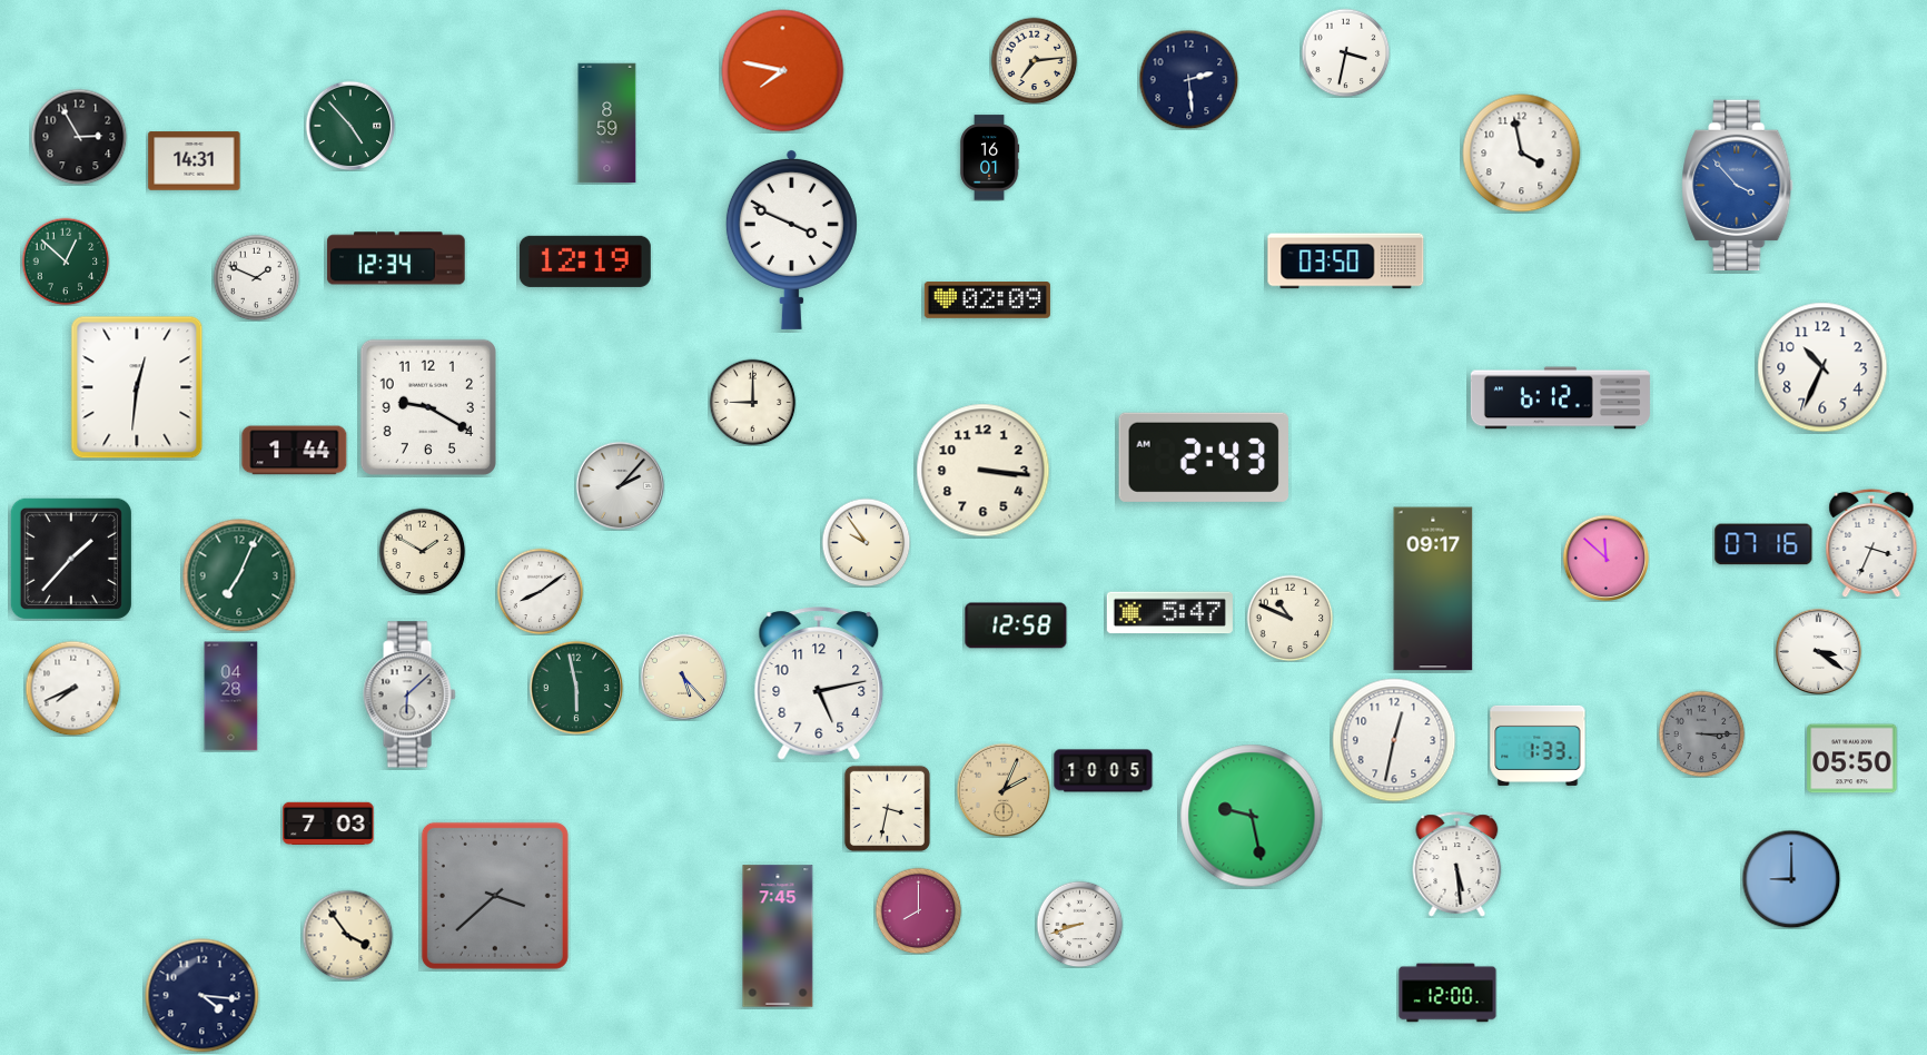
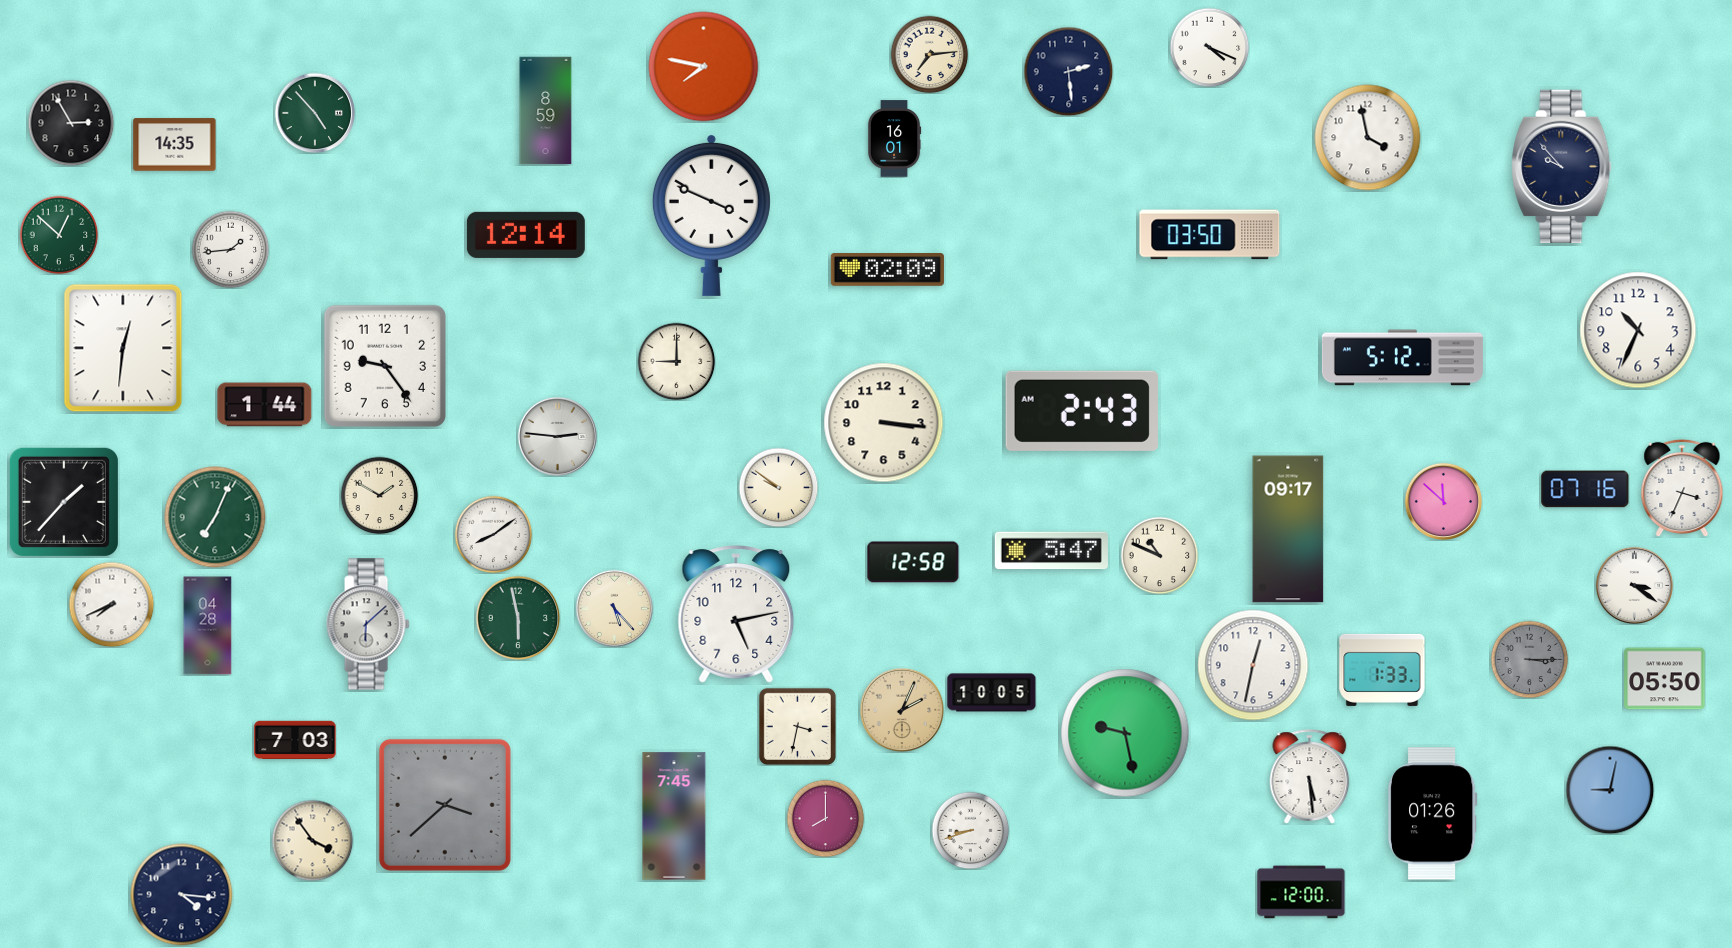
clock at (1345, 52): 3:32 -> 4:19
clock at (783, 71) position: (783, 71) -> (704, 67)
clock at (989, 158) position: (989, 158) -> (894, 139)
clock at (195, 161): 14:31 -> 14:35
clock at (1738, 186): 3:53 -> 9:53
clock at (1738, 186) dial: blue -> navy
clock at (396, 258): 12:34 -> none
clock at (585, 262): 12:19 -> 12:14
clock at (256, 277): 1:49 -> 1:44
clock at (1560, 398): 6:12 -> 5:12
clock at (428, 407): 9:20 -> 9:24
clock at (620, 485): 2:07 -> 2:46
clock at (866, 542): 9:54 -> 9:51
clock at (540, 591) position: (540, 591) -> (493, 534)
clock at (72, 688) position: (72, 688) -> (111, 604)
clock at (1852, 759) position: (1852, 759) -> (1665, 679)
clock at (1791, 879): 9:00 -> 9:02
clock at (1432, 814): none -> 01:26
clock at (778, 936) position: (778, 936) -> (674, 816)
